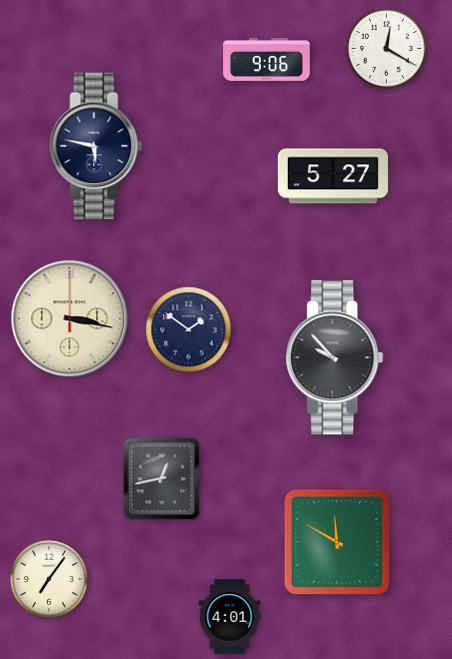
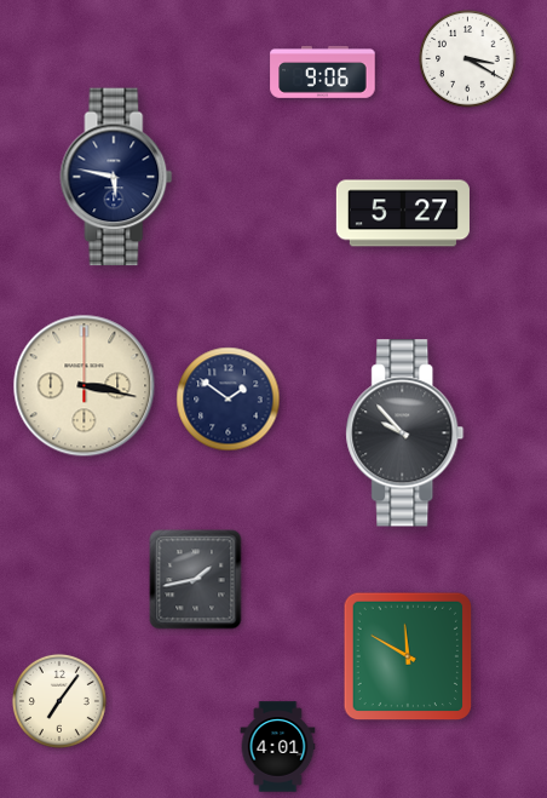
clock at (387, 49): 12:20 -> 3:20
clock at (162, 479): 12:43 -> 1:43
